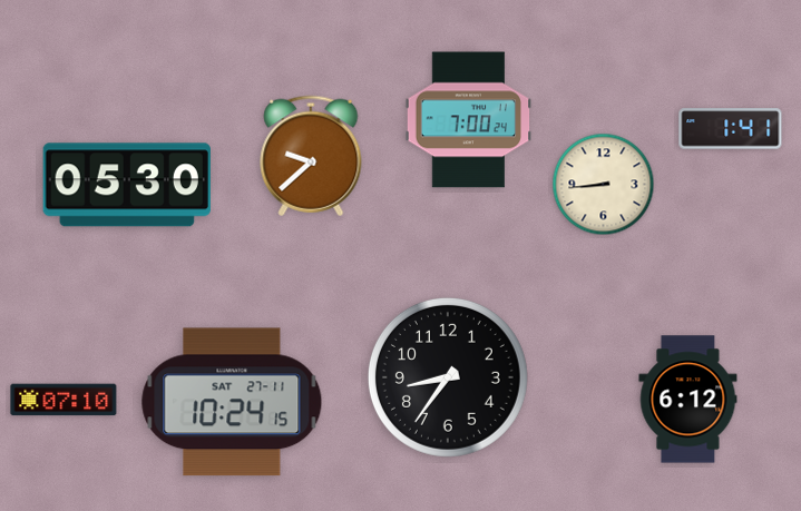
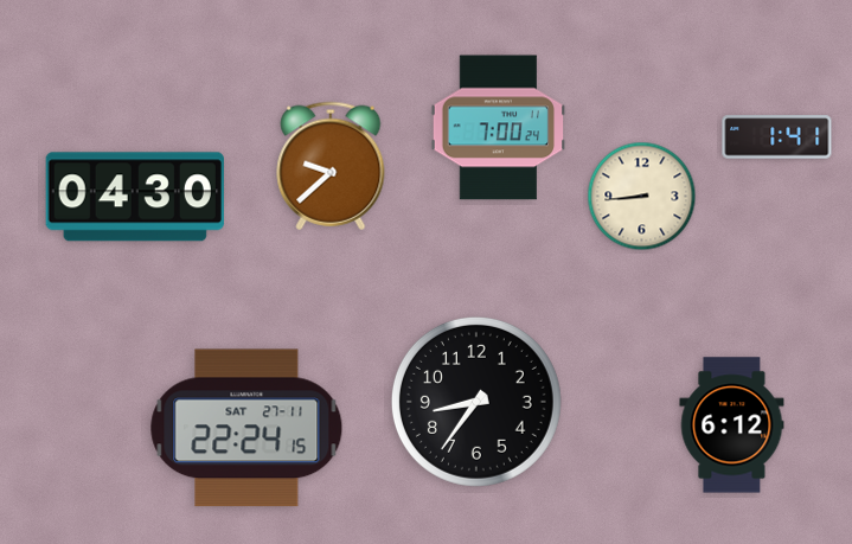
clock at (127, 185): 05:30 -> 04:30
clock at (64, 400): 07:10 -> none
clock at (232, 402): 10:24 -> 22:24
